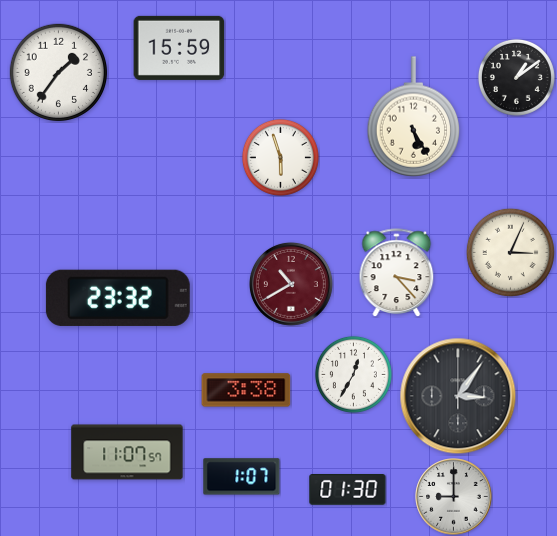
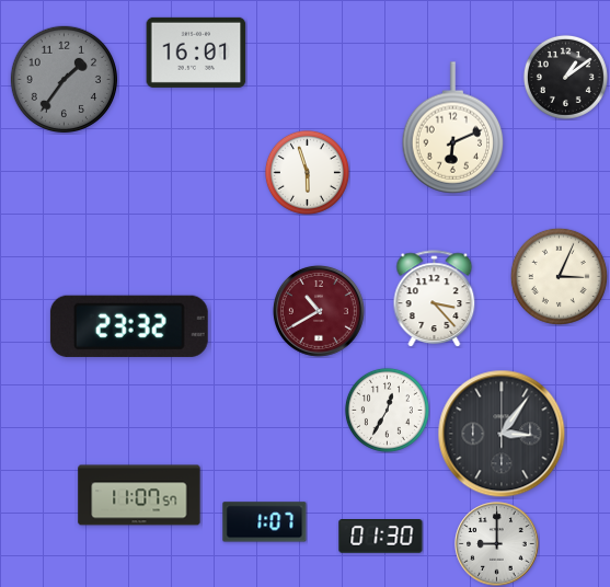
clock at (179, 48): 15:59 -> 16:01
clock at (58, 72) dial: white -> grey
clock at (516, 77) position: (516, 77) -> (565, 77)
clock at (414, 117): 5:25 -> 6:11
clock at (246, 390): 3:38 -> none
